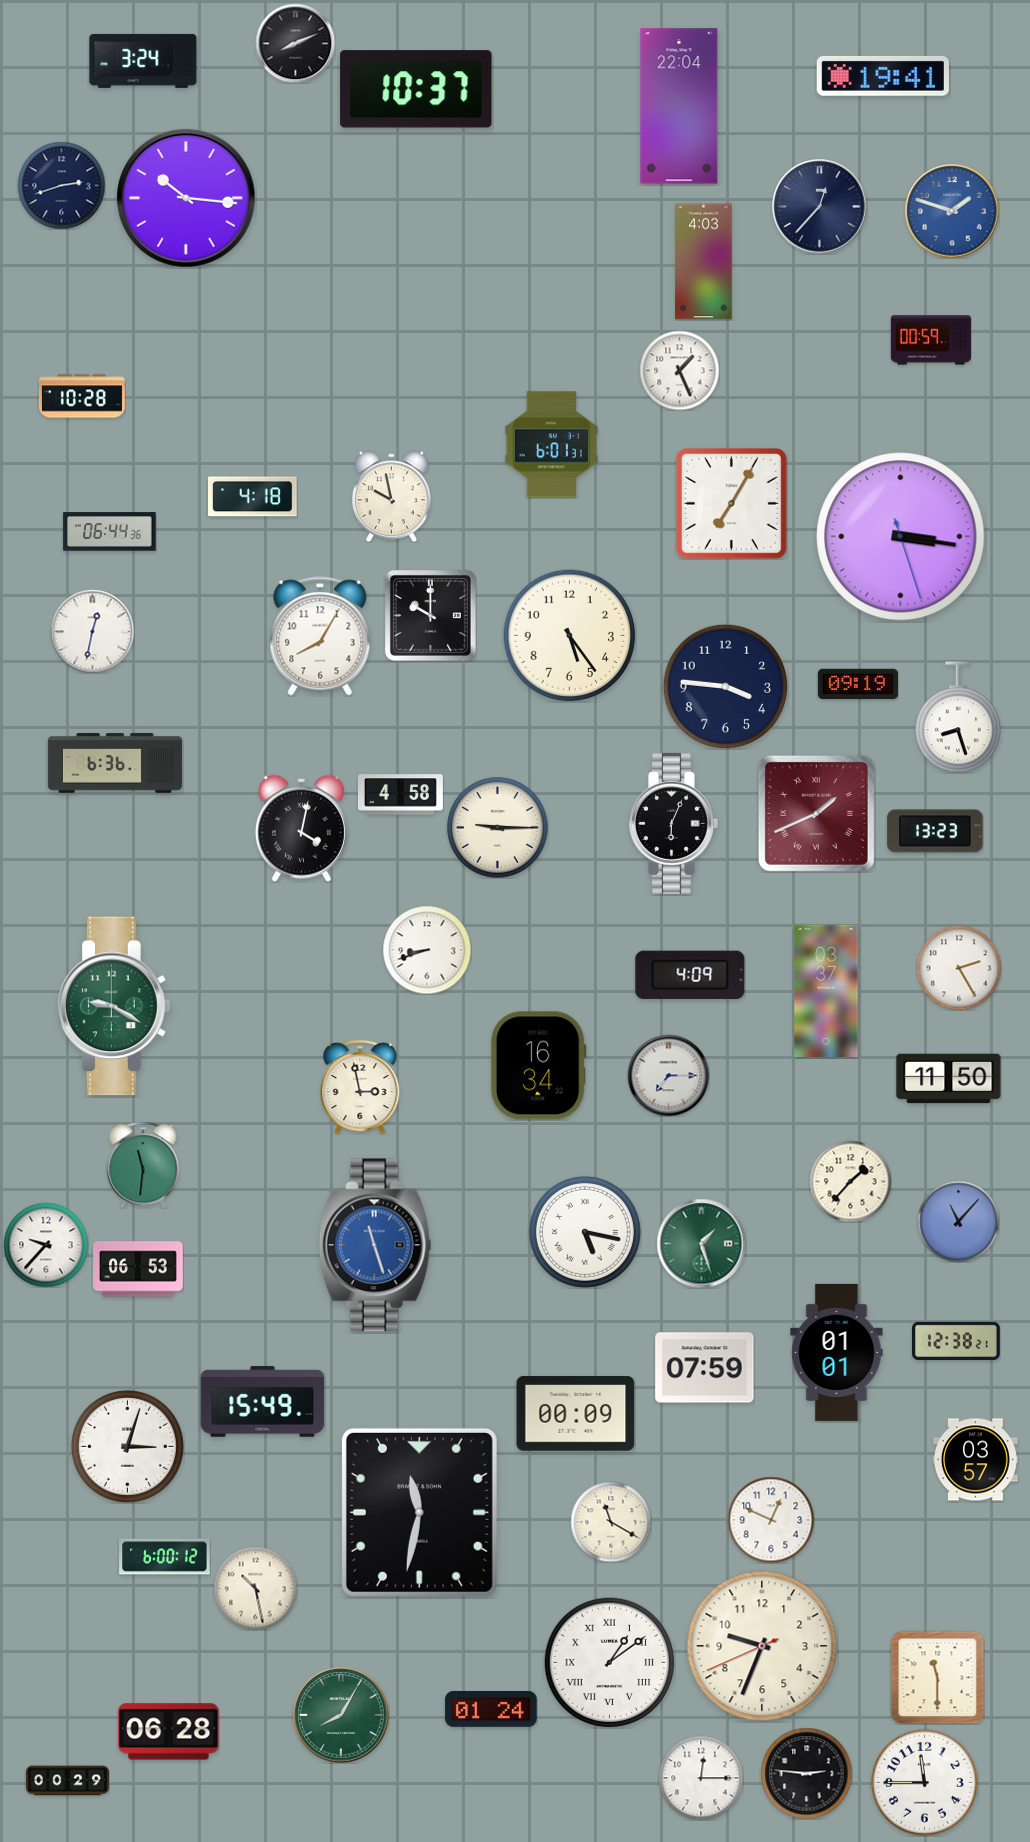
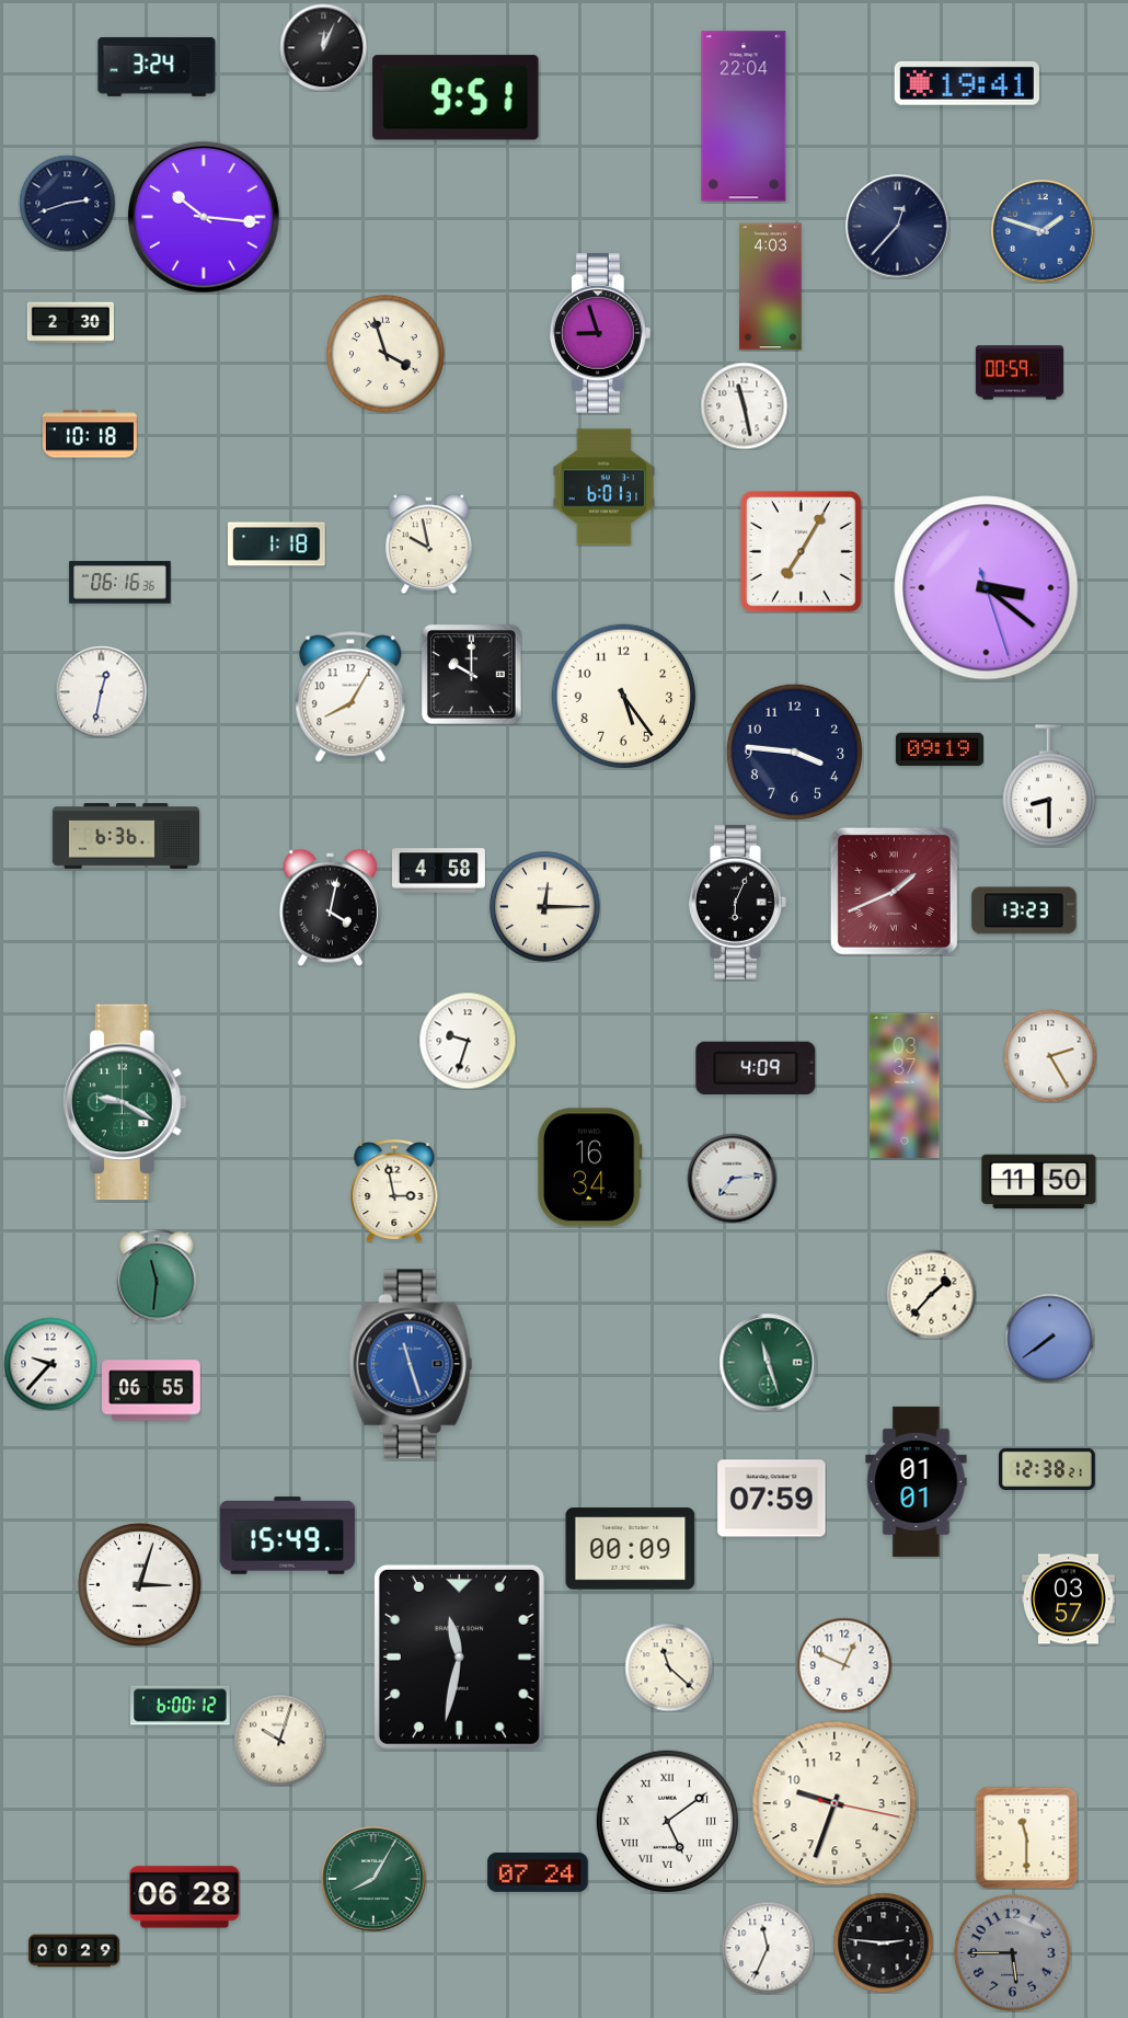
clock at (295, 43): 8:11 -> 12:04
clock at (416, 89): 10:37 -> 9:51
clock at (70, 323): none -> 2:30
clock at (600, 334): none -> 8:57
clock at (387, 355): none -> 3:57
clock at (679, 370): 1:26 -> 11:28
clock at (82, 396): 10:28 -> 10:18
clock at (253, 497): 4:18 -> 1:18
clock at (110, 532): 06:44 -> 06:16
clock at (901, 537): 3:16 -> 3:21
clock at (958, 717): 8:27 -> 8:30
clock at (498, 828): 9:15 -> 12:15
clock at (427, 950): 8:42 -> 9:33
clock at (959, 968) position: (959, 968) -> (1050, 1056)
clock at (668, 1075): 7:15 -> 7:14
clock at (958, 1221): 11:07 -> 7:39
clock at (585, 1232): 5:17 -> none
clock at (701, 1243): 1:27 -> 11:27
clock at (138, 1269): 06:53 -> 06:55
clock at (611, 1522): 11:20 -> 11:22
clock at (255, 1588): 10:28 -> 10:03
clock at (762, 1646): 9:33:41 -> 9:33:17
clock at (610, 1663): 1:09 -> 5:09
clock at (491, 1709): 01:24 -> 07:24
clock at (701, 1778): 12:15 -> 11:34
clock at (925, 1783): 11:45 -> 5:45
clock at (925, 1783) dial: white -> grey
